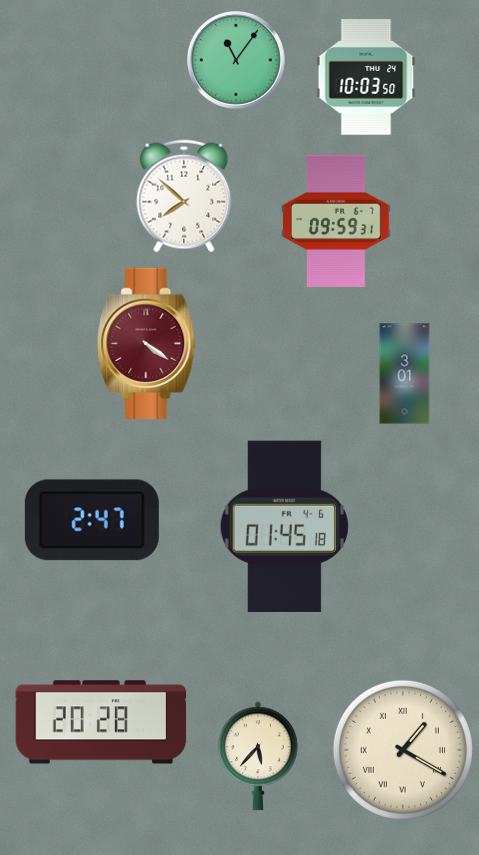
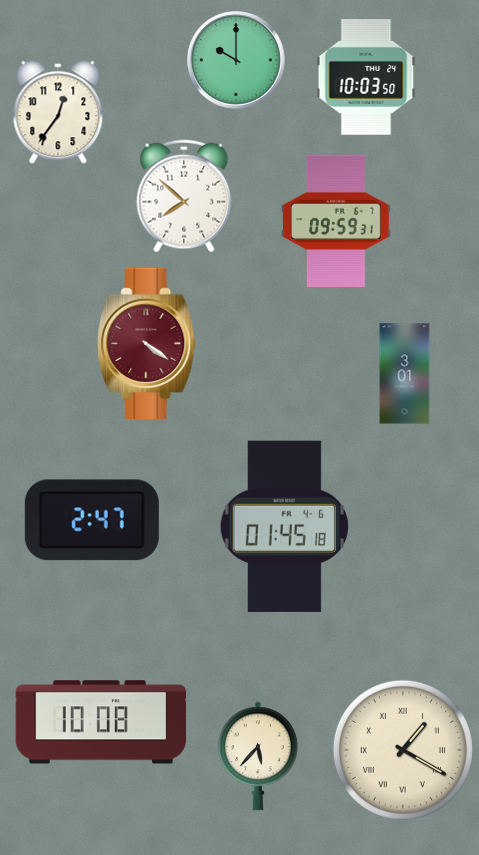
clock at (237, 61): 11:06 -> 10:00
clock at (58, 113): none -> 12:36
clock at (101, 722): 20:28 -> 10:08
